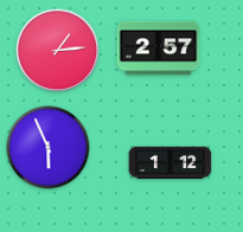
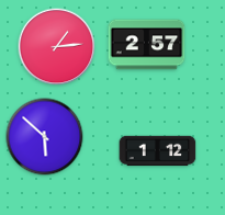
clock at (58, 51) position: (58, 51) -> (57, 47)
clock at (49, 148): 5:56 -> 5:52
